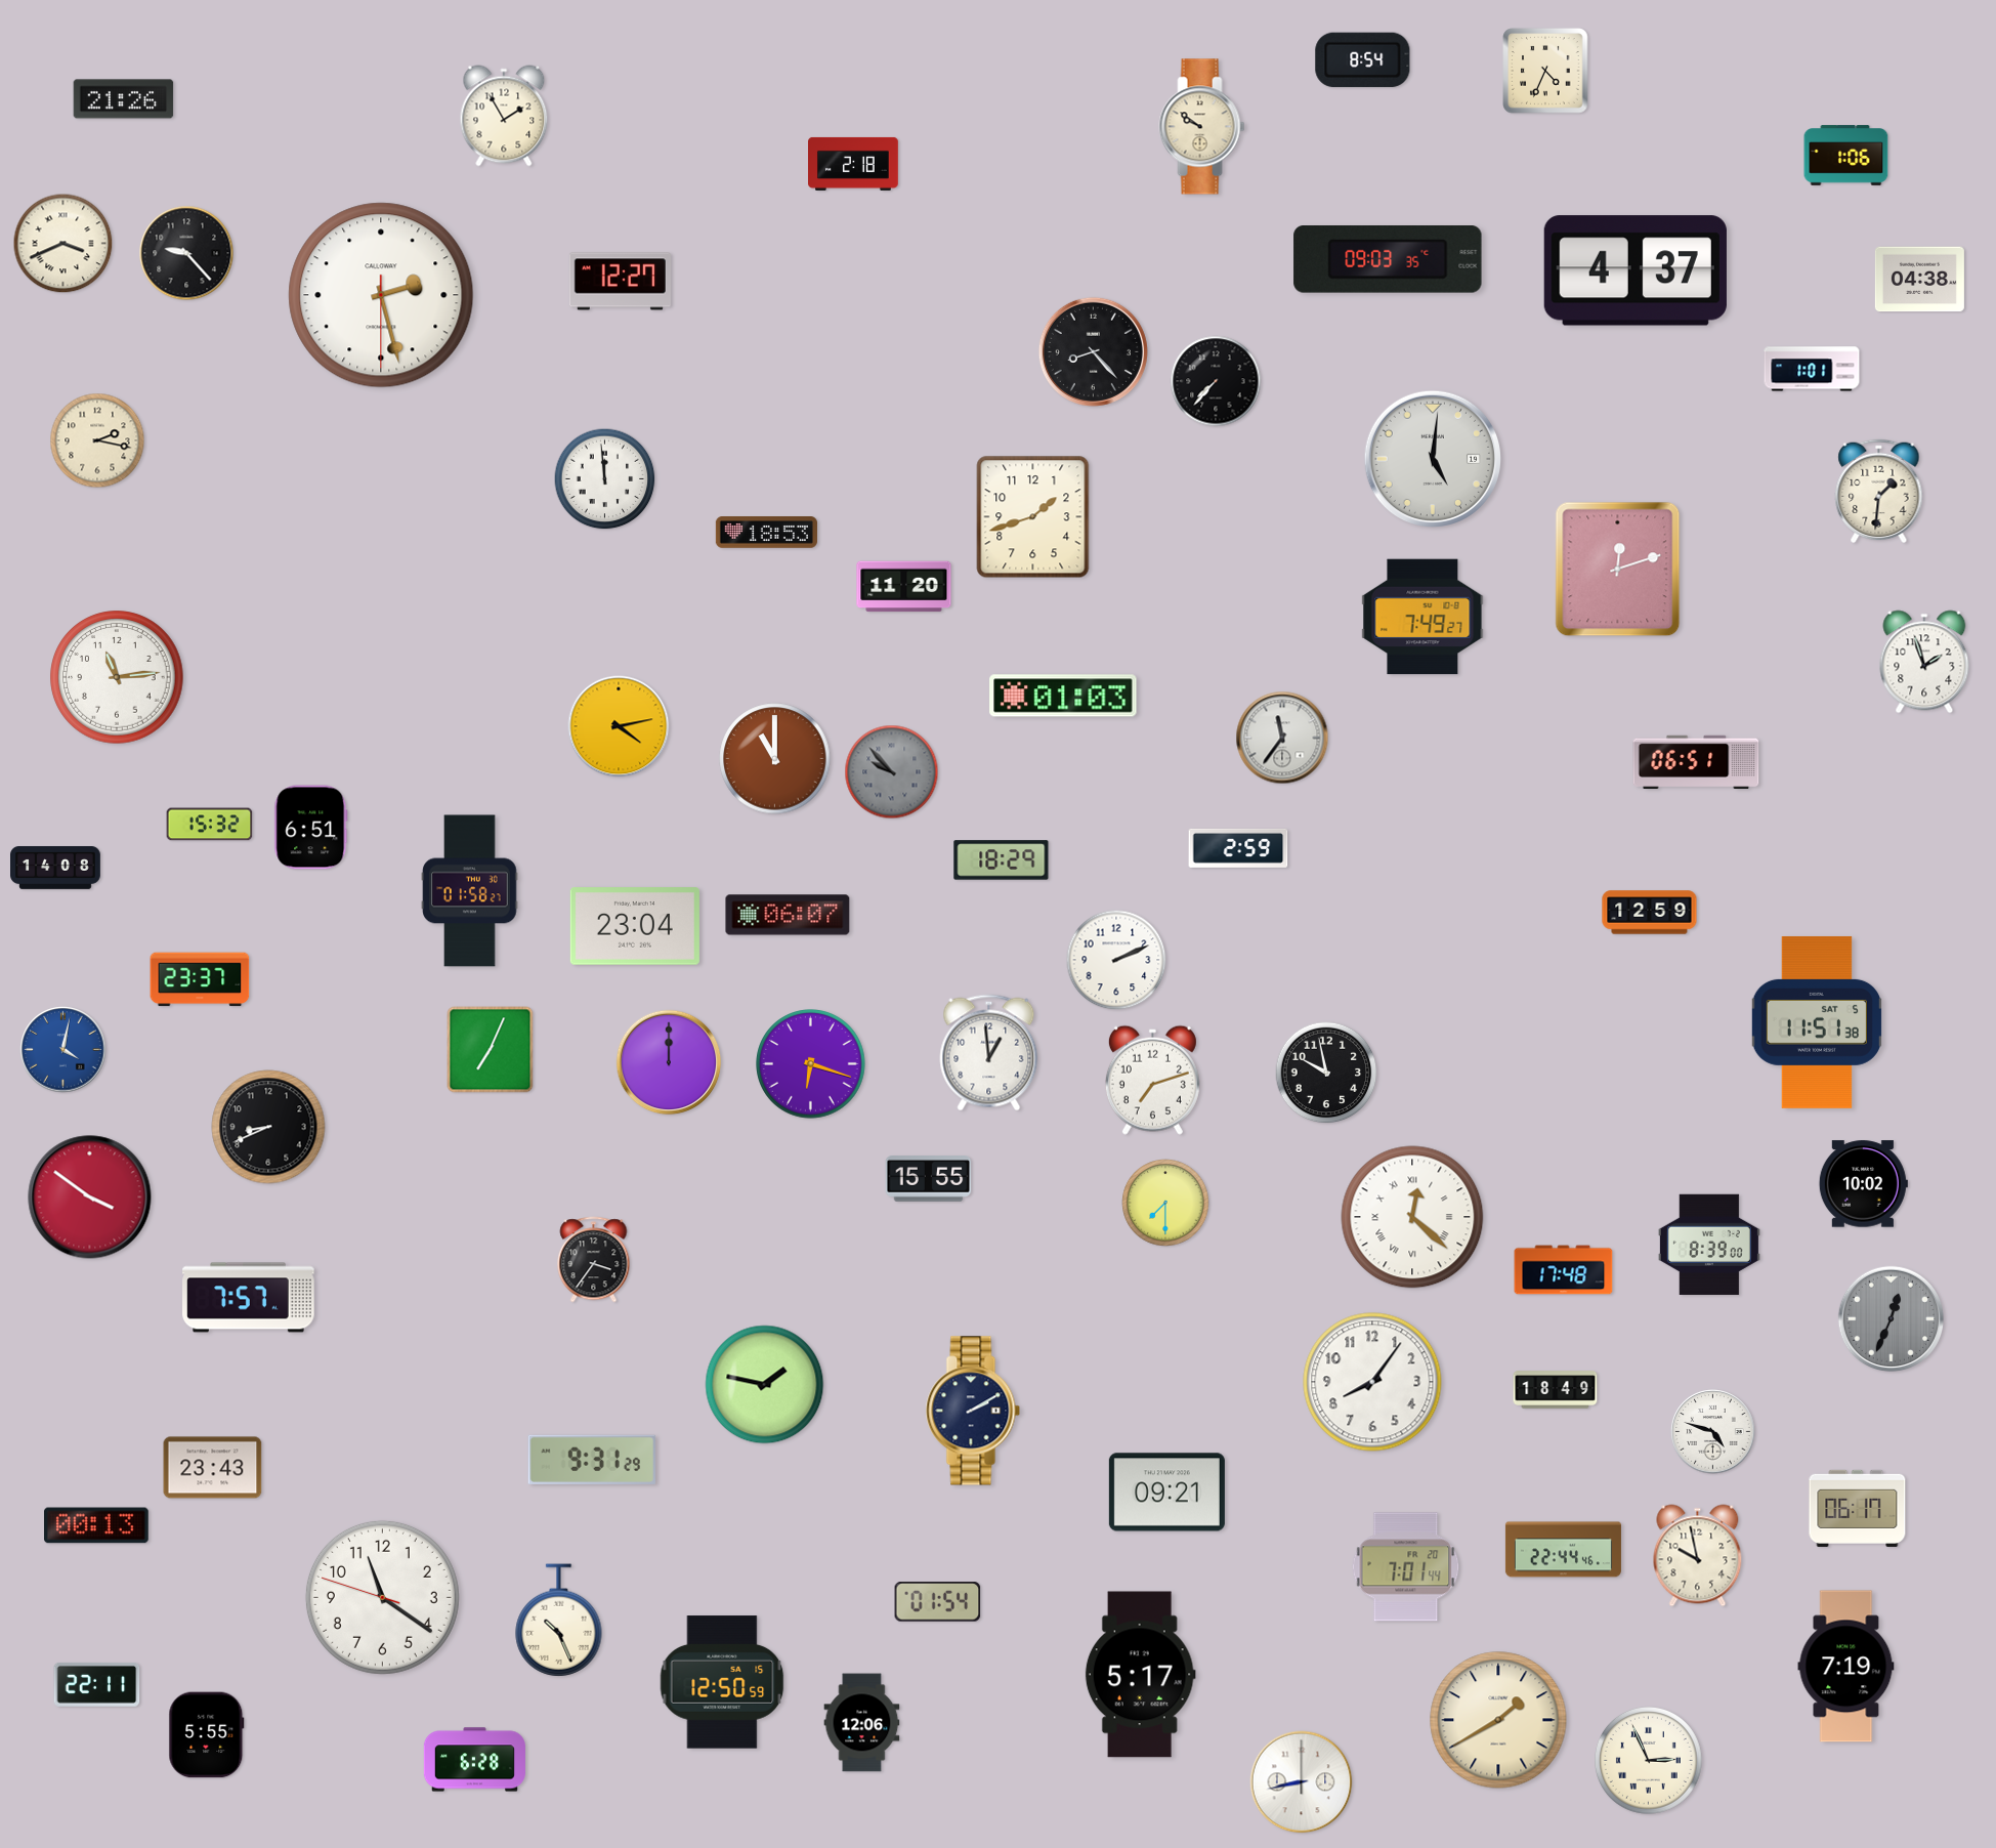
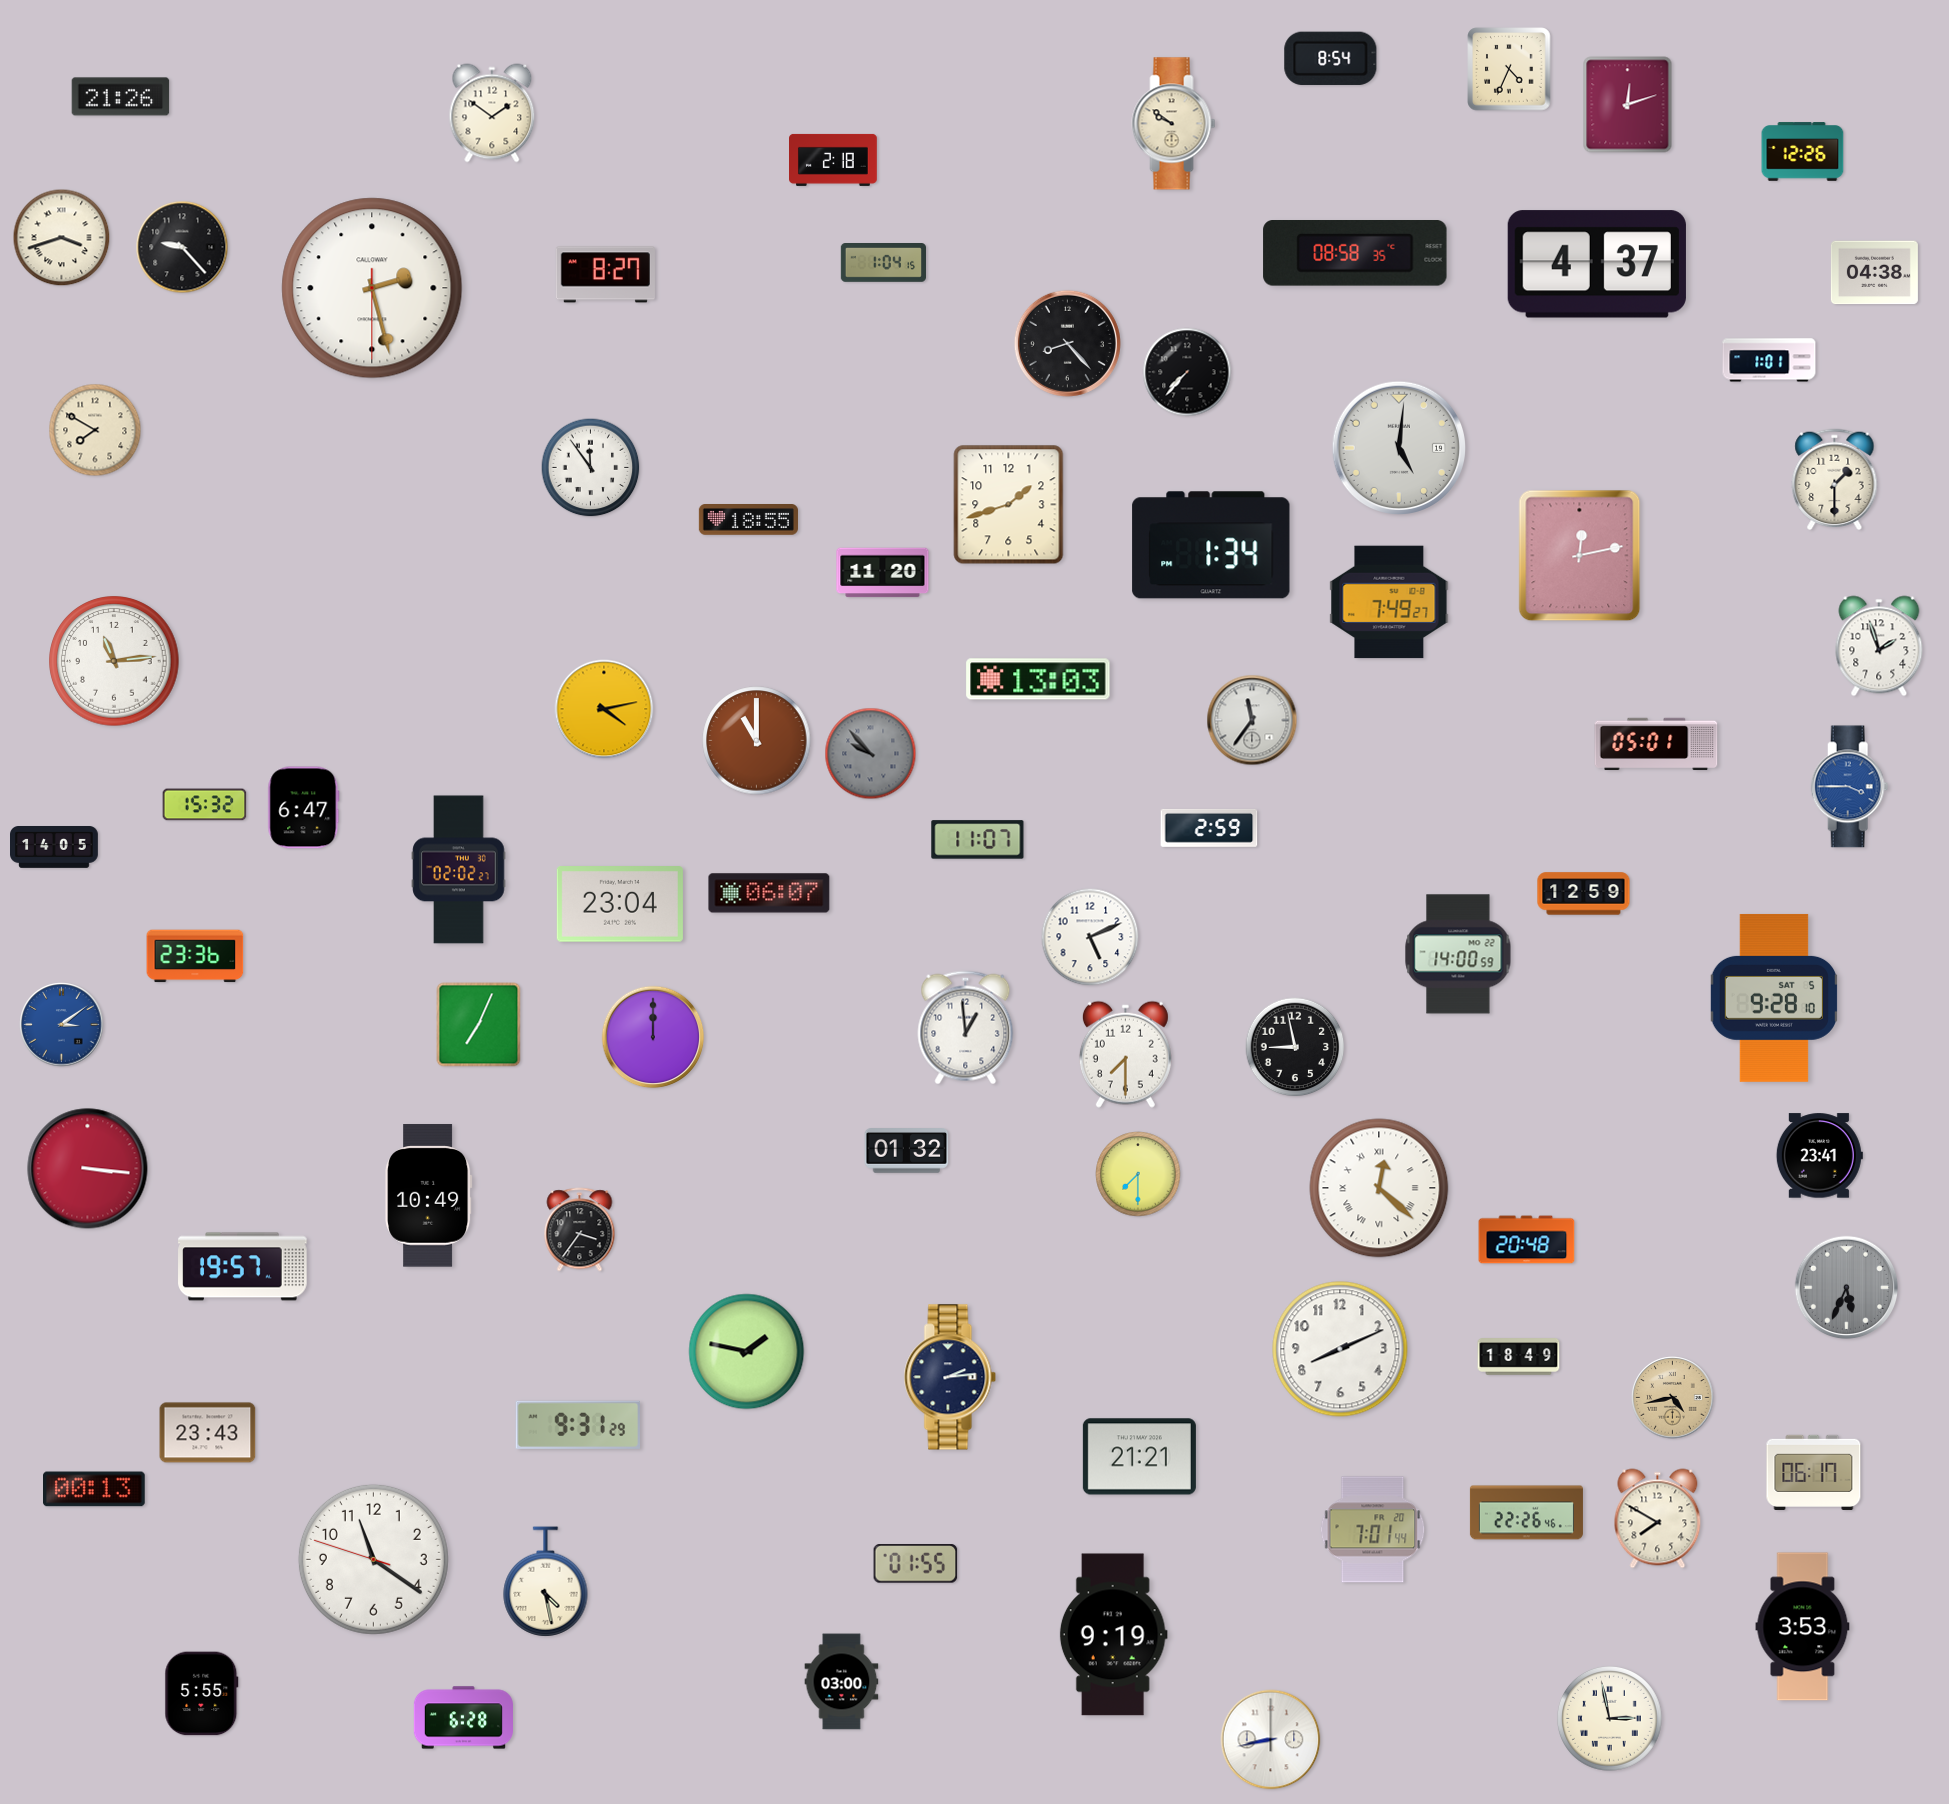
clock at (1628, 105): none -> 12:12
clock at (504, 116): 1:55 -> 1:51
clock at (1846, 156): 1:06 -> 12:26
clock at (63, 244): 3:41 -> 3:42
clock at (1388, 260): 09:03 -> 08:58
clock at (884, 263): none -> 1:04
clock at (620, 282): 12:27 -> 8:27
clock at (97, 440): 2:17 -> 7:50
clock at (605, 479): 11:59 -> 11:54
clock at (1879, 492): 1:31 -> 1:30
clock at (766, 533): 18:53 -> 18:55
clock at (1211, 545): none -> 1:34
clock at (1618, 570): 12:12 -> 12:13
clock at (1063, 696): 01:03 -> 13:03
clock at (1696, 762): 06:51 -> 05:01
clock at (1850, 787): none -> 3:45
clock at (311, 828): 6:51 -> 6:47
clock at (1002, 860): 18:29 -> 11:07
clock at (56, 869): 14:08 -> 14:05
clock at (470, 891): 01:58 -> 02:02
clock at (1650, 913) position: (1650, 913) -> (1584, 894)
clock at (1116, 960): 2:11 -> 5:11
clock at (1458, 954): none -> 14:00
clock at (200, 979): 23:37 -> 23:36
clock at (1816, 1022): 11:51 -> 9:28
clock at (63, 1050): 4:02 -> 3:09
clock at (811, 1064): 6:18 -> none
clock at (1326, 1073): 9:58 -> 8:58
clock at (1152, 1080): 7:12 -> 7:30
clock at (268, 1127): 8:41 -> none
clock at (929, 1179): 15:55 -> 01:32
clock at (1863, 1184): 10:02 -> 23:41
clock at (90, 1198): 3:51 -> 3:16
clock at (429, 1196): none -> 10:49
clock at (1709, 1244): 8:39 -> none
clock at (1564, 1270): 17:48 -> 20:48
clock at (249, 1298): 7:57 -> 19:57
clock at (1892, 1319): 12:34 -> 5:34
clock at (1372, 1382): 8:06 -> 8:11
clock at (973, 1411): 2:10 -> 2:14
clock at (1713, 1432): 4:48 -> 4:43
clock at (1713, 1432) dial: white -> champagne
clock at (1166, 1493): 09:21 -> 21:21
clock at (1563, 1550): 22:44 -> 22:26
clock at (1698, 1556): 9:58 -> 7:50
clock at (938, 1602): 01:54 -> 01:55
clock at (559, 1621): 10:26 -> 4:28
clock at (1846, 1667): 7:19 -> 3:53
clock at (1140, 1675): 5:17 -> 9:19
clock at (722, 1682): 12:50 -> none
clock at (97, 1684): 22:11 -> none
clock at (1498, 1720): 1:40 -> none
clock at (862, 1723): 12:06 -> 03:00
clock at (1648, 1760): 2:56 -> 2:58
